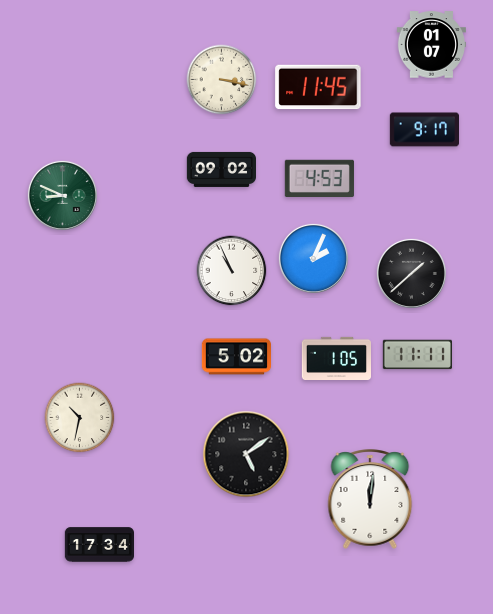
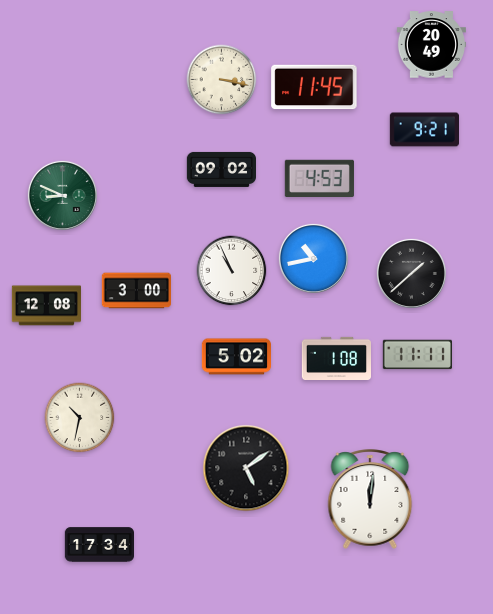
clock at (431, 45): 01:07 -> 20:49
clock at (318, 87) position: (318, 87) -> (314, 87)
clock at (424, 130): 9:17 -> 9:21
clock at (313, 258): 2:04 -> 10:43
clock at (136, 291): none -> 3:00
clock at (46, 306): none -> 12:08
clock at (336, 358): 1:05 -> 1:08
clock at (246, 454) position: (246, 454) -> (246, 468)
